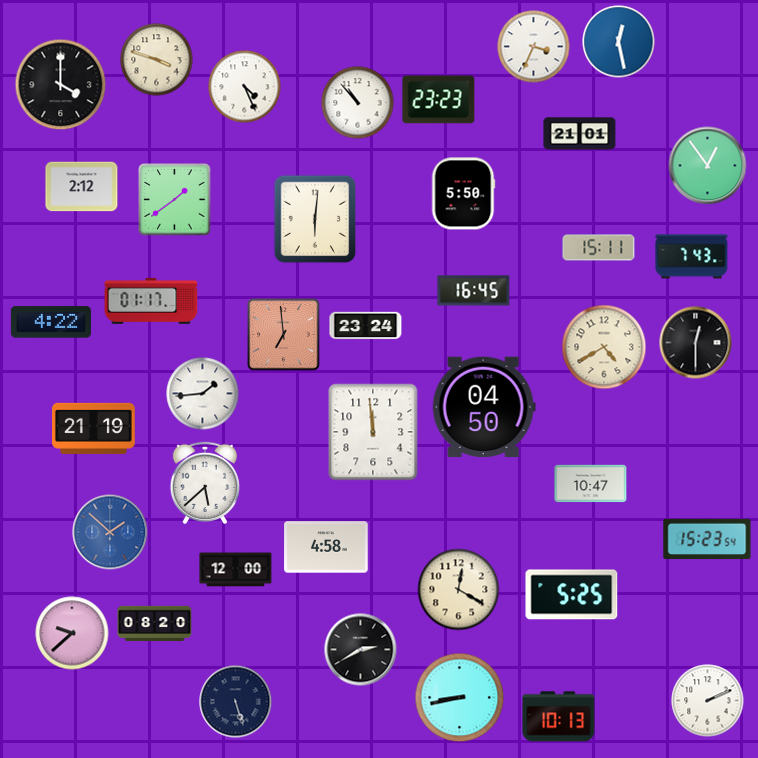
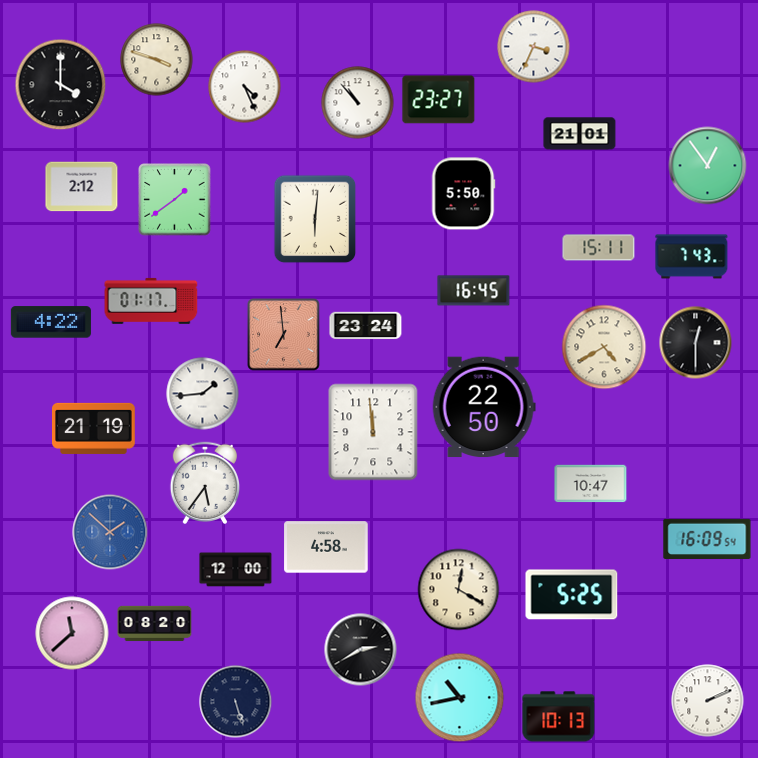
clock at (619, 42): 12:28 -> none
clock at (439, 100): 23:23 -> 23:27
clock at (484, 407): 04:50 -> 22:50
clock at (204, 483): 5:38 -> 5:36
clock at (707, 539): 15:23 -> 16:09
clock at (72, 633): 9:38 -> 11:38
clock at (460, 698): 8:43 -> 10:43
